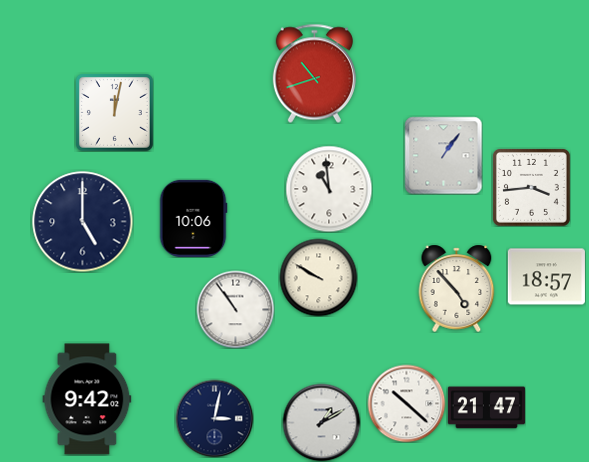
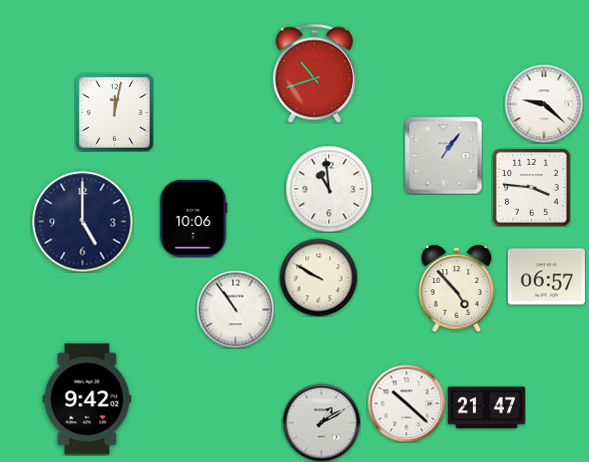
clock at (544, 104): none -> 9:22
clock at (531, 187): 3:44 -> 3:46
clock at (546, 277): 18:57 -> 06:57
clock at (214, 418): 3:02 -> none
